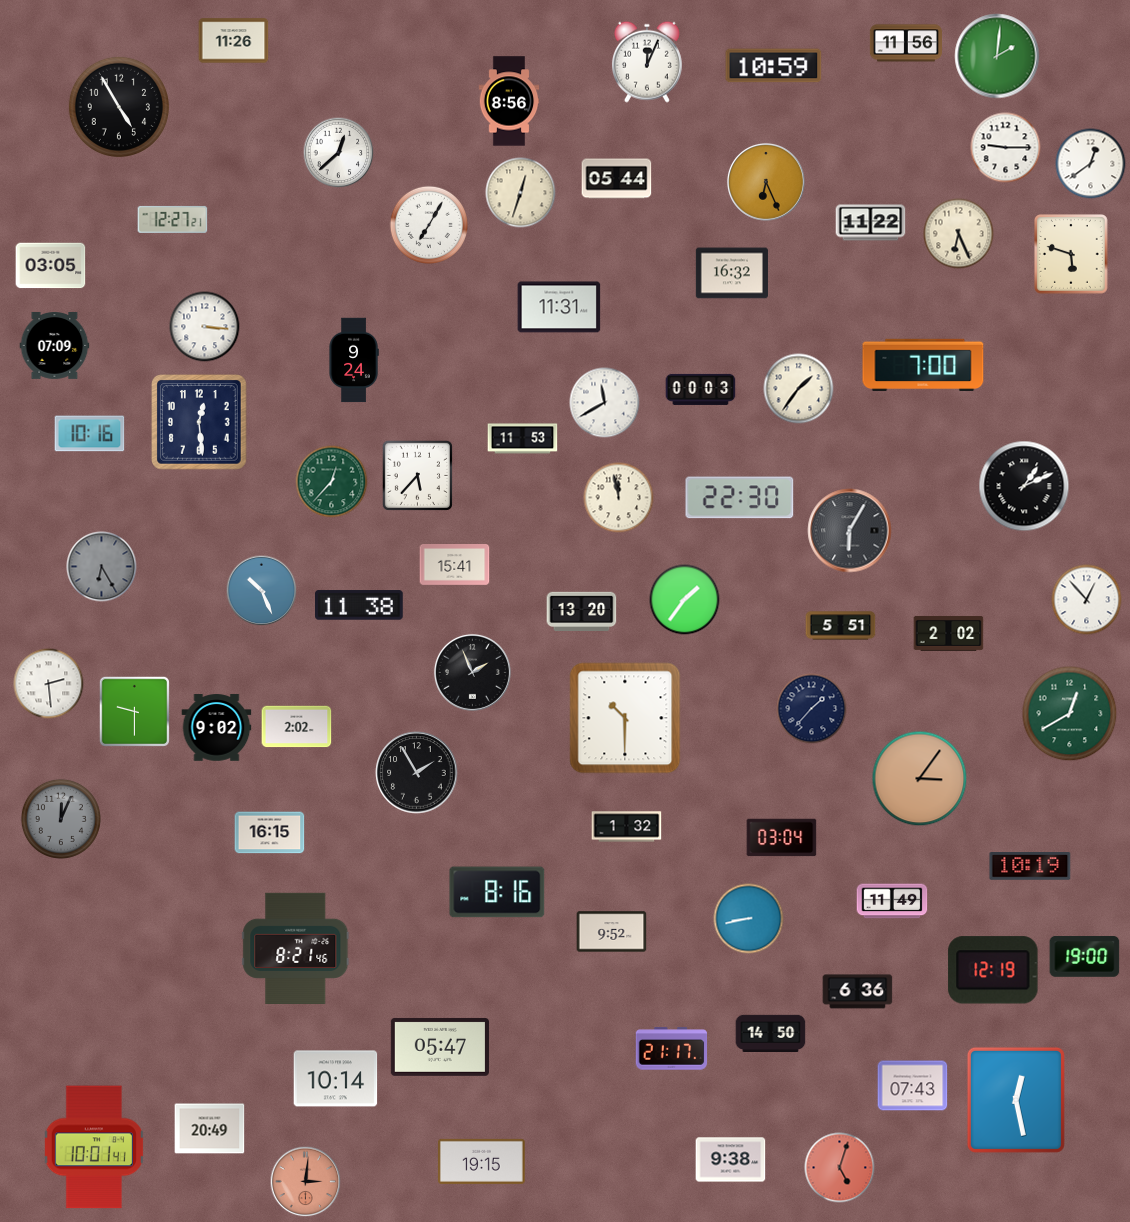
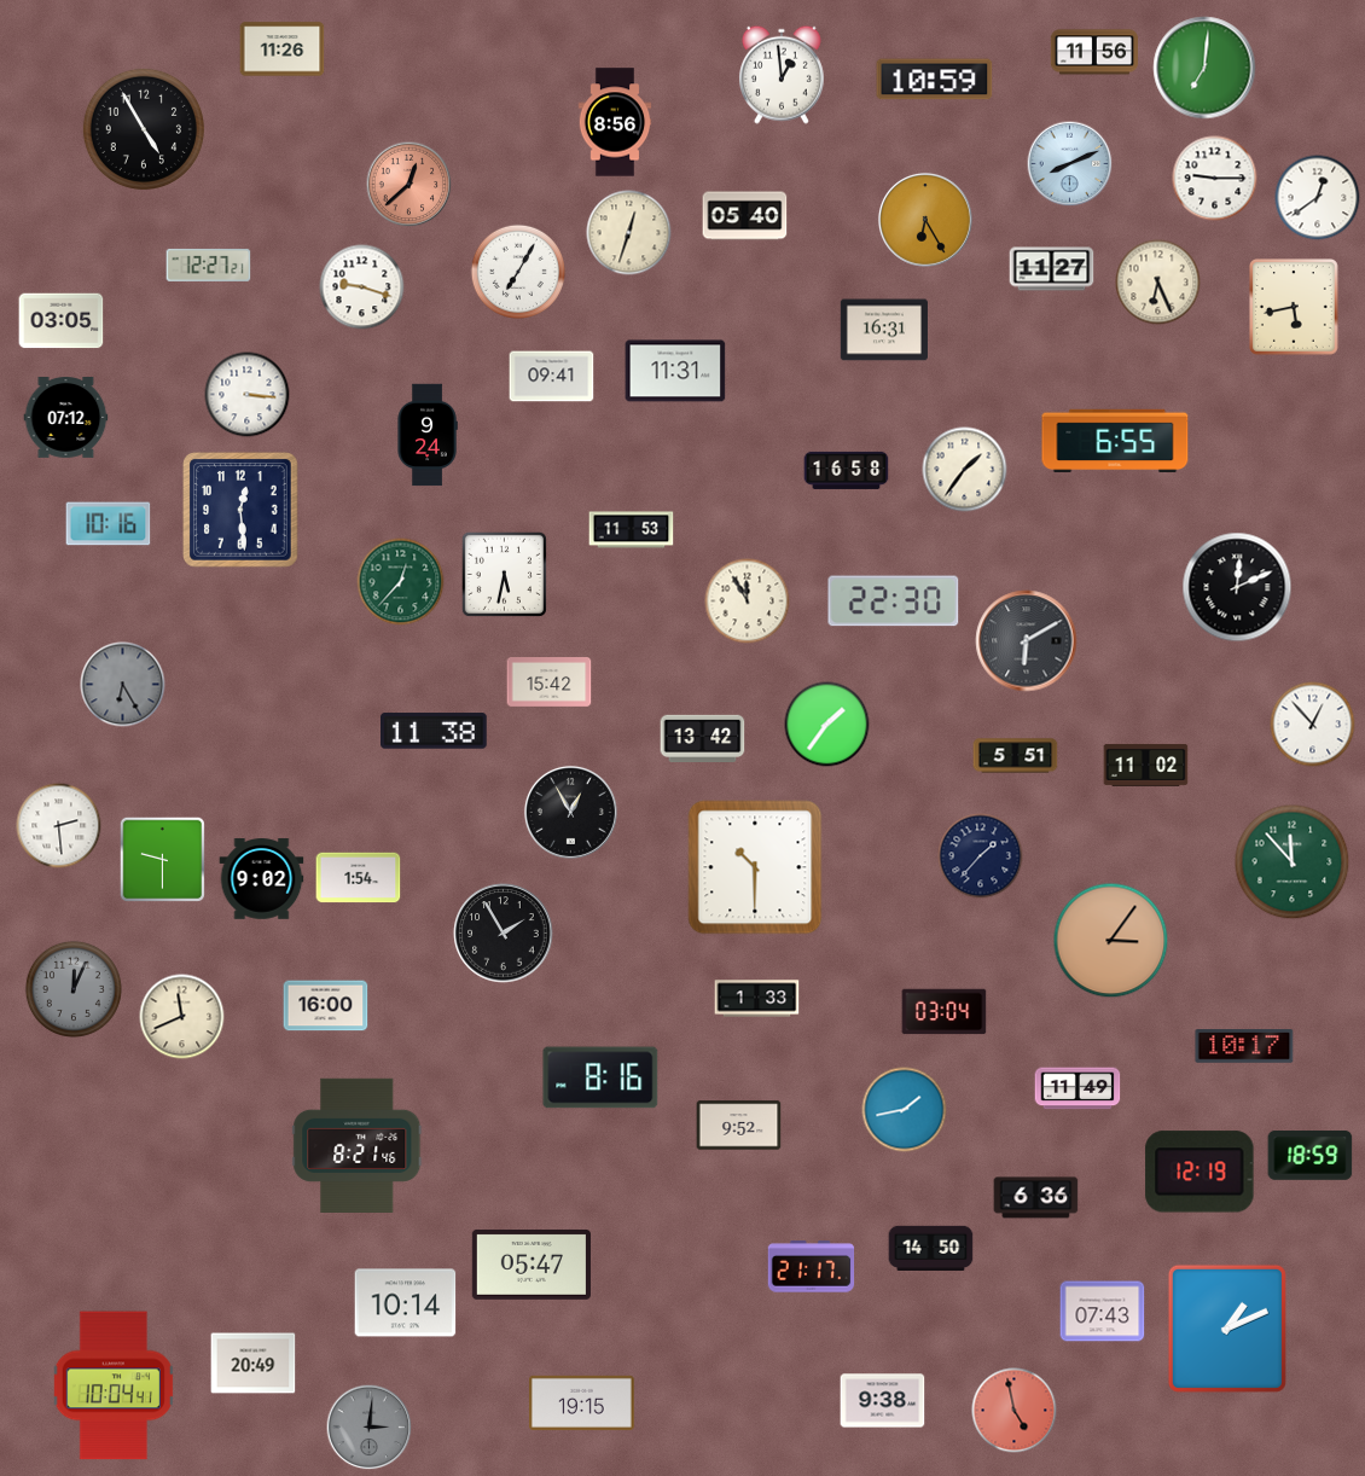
clock at (997, 56): 2:01 -> 7:01
clock at (647, 62): 12:04 -> 12:59
clock at (1070, 164): none -> 8:11
clock at (339, 153) dial: white -> salmon
clock at (617, 179): 05:44 -> 05:40
clock at (766, 182): 6:26 -> 6:25
clock at (871, 223): 11:22 -> 11:27
clock at (362, 287): none -> 9:18
clock at (1072, 255): 5:48 -> 5:43
clock at (732, 273): 16:32 -> 16:31
clock at (552, 377): none -> 09:41
clock at (55, 346): 07:09 -> 07:12
clock at (923, 365): 7:00 -> 6:55
clock at (701, 389): 00:03 -> 16:58
clock at (605, 403): 11:40 -> none
clock at (417, 475): 5:37 -> 5:32
clock at (1024, 486): 1:11 -> 12:11
clock at (619, 498): 11:58 -> 11:55
clock at (850, 531): 6:05 -> 6:10
clock at (455, 565): 15:41 -> 15:42
clock at (262, 591): 10:26 -> none
clock at (582, 612): 13:20 -> 13:42
clock at (949, 633): 2:02 -> 11:02
clock at (472, 672): 1:56 -> 12:55
clock at (1070, 714): 12:40 -> 11:53
clock at (297, 727): 2:02 -> 1:54
clock at (627, 827): 1:32 -> 1:33
clock at (270, 833): 16:15 -> 16:00
clock at (182, 1017): none -> 11:41
clock at (1030, 867): 10:19 -> 10:17
clock at (749, 919): 8:43 -> 1:43
clock at (1085, 957): 19:00 -> 18:59
clock at (1016, 1100): 12:28 -> 1:11
clock at (94, 1147): 10:01 -> 10:04
clock at (840, 1168): 5:03 -> 4:58
clock at (306, 1182) dial: salmon -> grey
